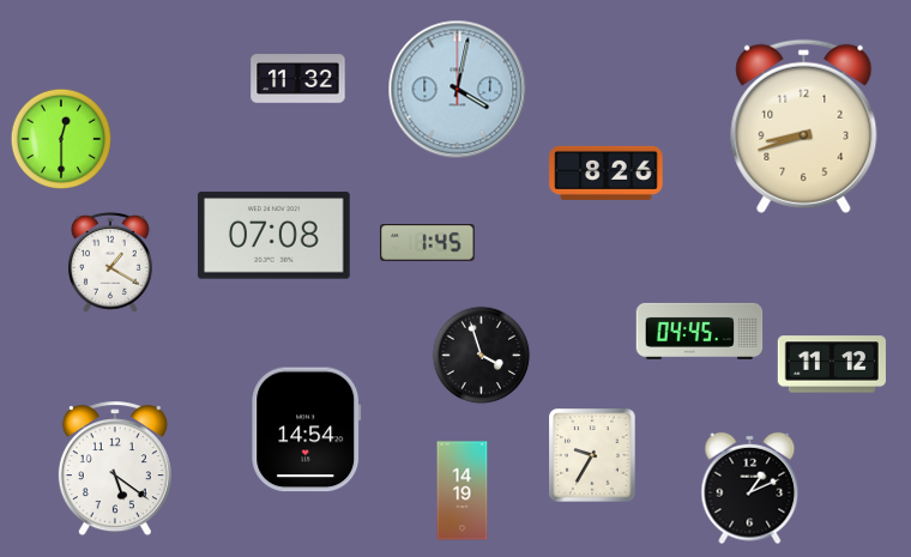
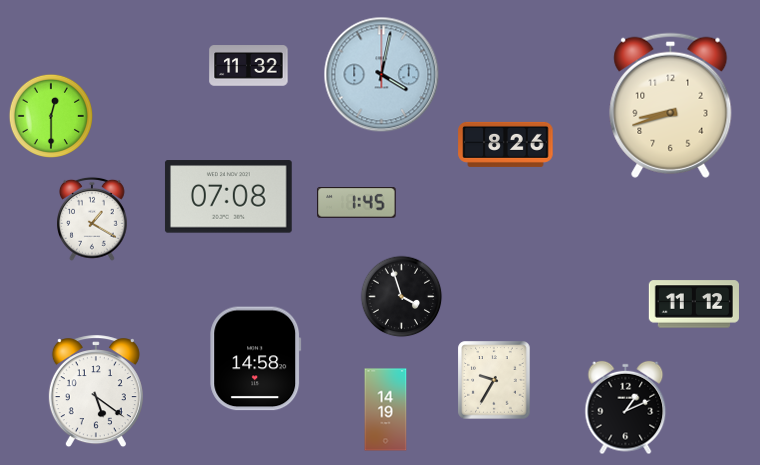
clock at (700, 331): 04:45 -> none
clock at (307, 430): 14:54 -> 14:58
